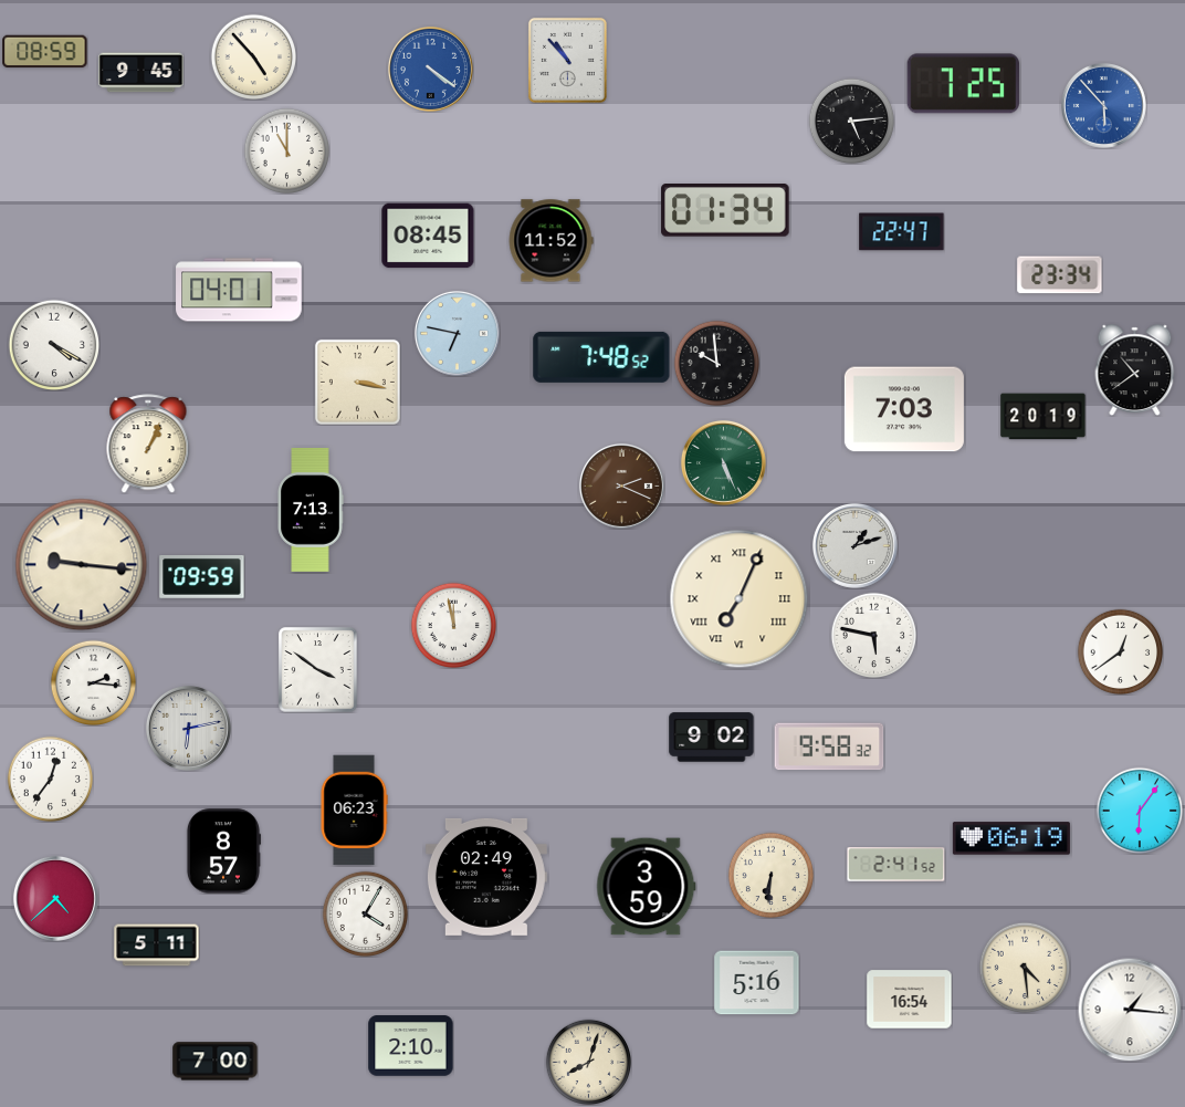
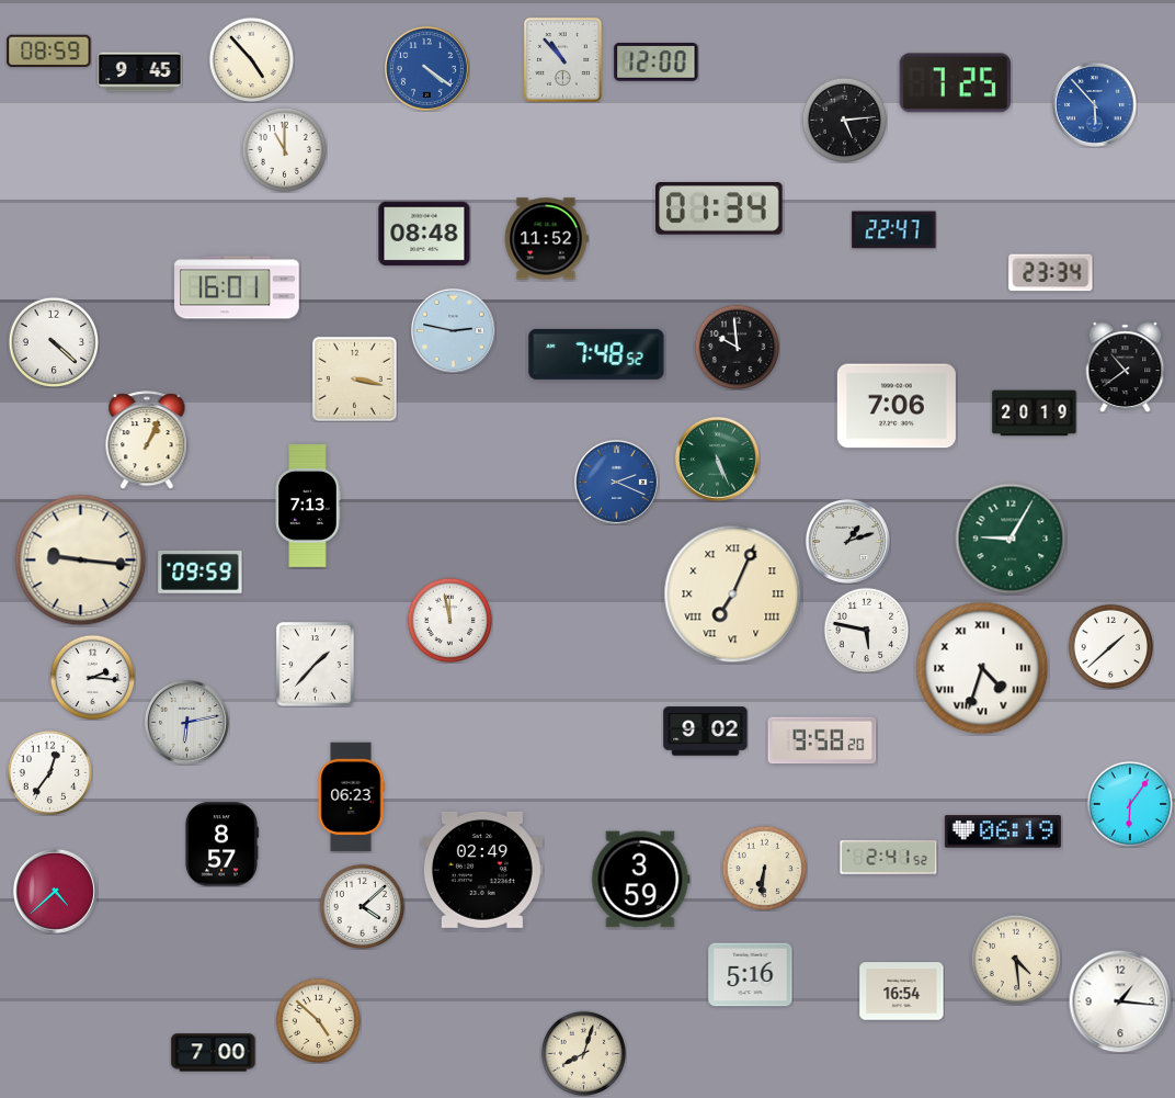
clock at (45, 52) position: (45, 52) -> (49, 52)
clock at (253, 56) position: (253, 56) -> (251, 59)
clock at (657, 61): none -> 12:00
clock at (428, 236): 08:45 -> 08:48
clock at (239, 290): 04:01 -> 16:01
clock at (457, 333): 6:47 -> 2:47
clock at (54, 345): 4:20 -> 4:22
clock at (716, 363) position: (716, 363) -> (737, 347)
clock at (904, 409): 7:03 -> 7:06
clock at (621, 485) dial: brown -> blue
clock at (1011, 539): none -> 9:05
clock at (1120, 651): 12:39 -> 1:38
clock at (318, 670): 3:51 -> 1:37
clock at (982, 668): none -> 4:33
clock at (829, 746): 9:58:32 -> 9:58:20
clock at (354, 811) position: (354, 811) -> (351, 797)
clock at (365, 913): 4:05 -> 4:08
clock at (157, 946): 5:11 -> none
clock at (318, 1020): none -> 4:52
clock at (411, 1046): 2:10 -> none
